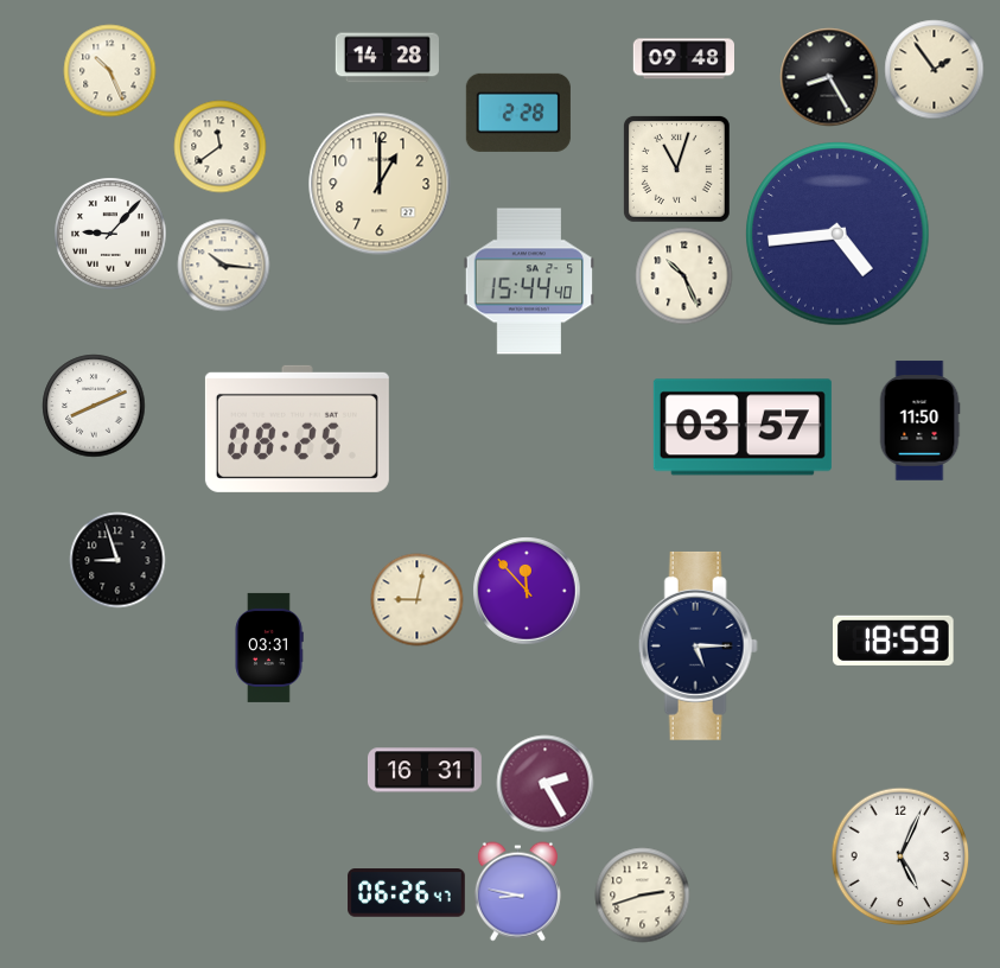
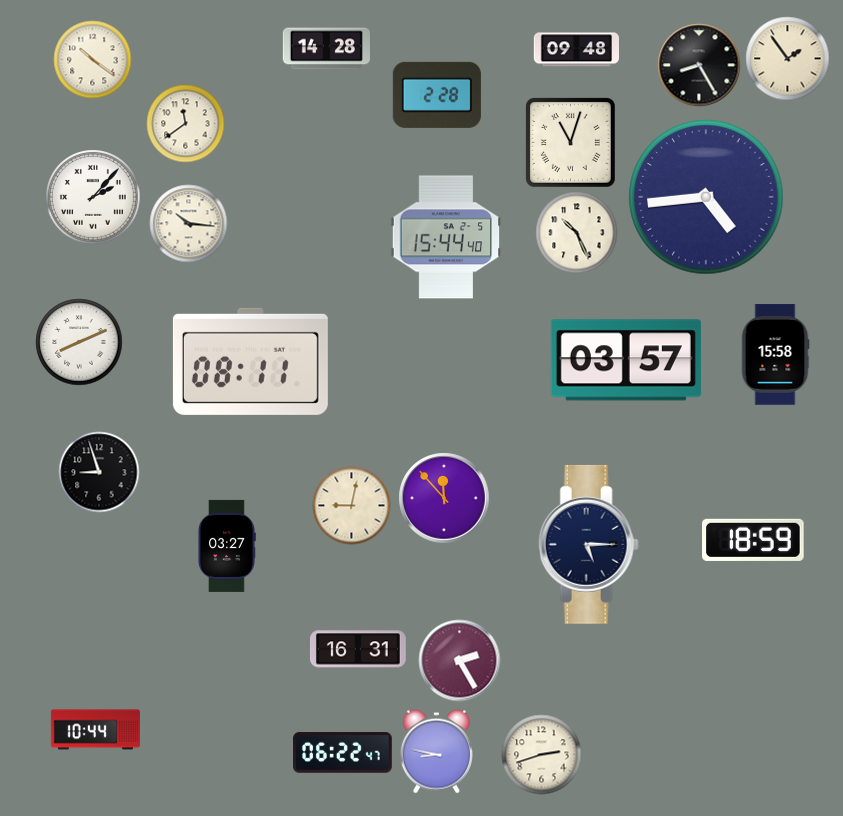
clock at (109, 70): 10:26 -> 10:21
clock at (380, 184): 1:00 -> none
clock at (110, 234): 9:07 -> 2:07
clock at (919, 421): 11:50 -> 15:58
clock at (297, 428): 08:25 -> 08:11
clock at (269, 648): 03:31 -> 03:27
clock at (900, 856): 5:04 -> none
clock at (95, 730): none -> 10:44
clock at (407, 893): 06:26 -> 06:22
